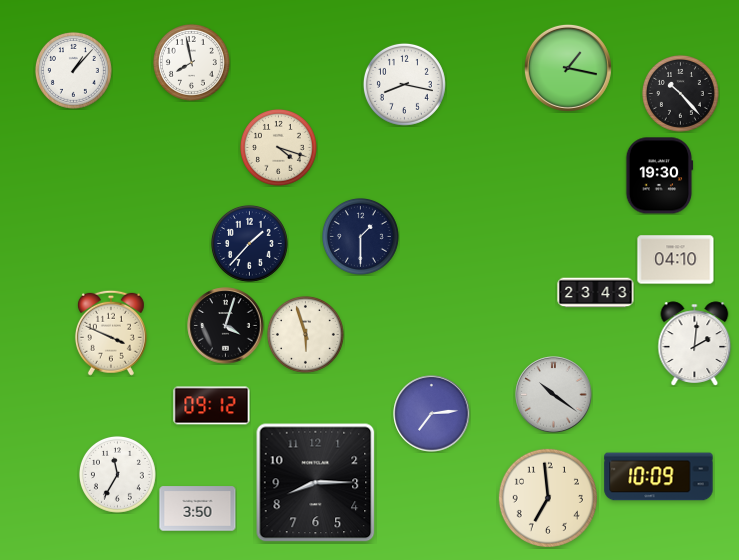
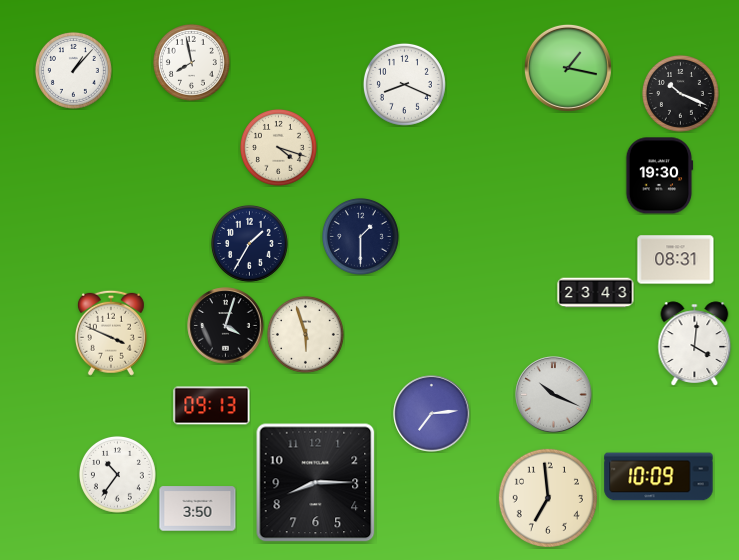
clock at (404, 84): 8:17 -> 8:19
clock at (680, 93): 10:23 -> 10:19
clock at (249, 243): 1:37 -> 1:35
clock at (676, 260): 04:10 -> 08:31
clock at (695, 344): 2:01 -> 4:01
clock at (554, 395): 10:21 -> 10:19
clock at (212, 406): 09:12 -> 09:13
clock at (117, 474): 11:35 -> 10:36
